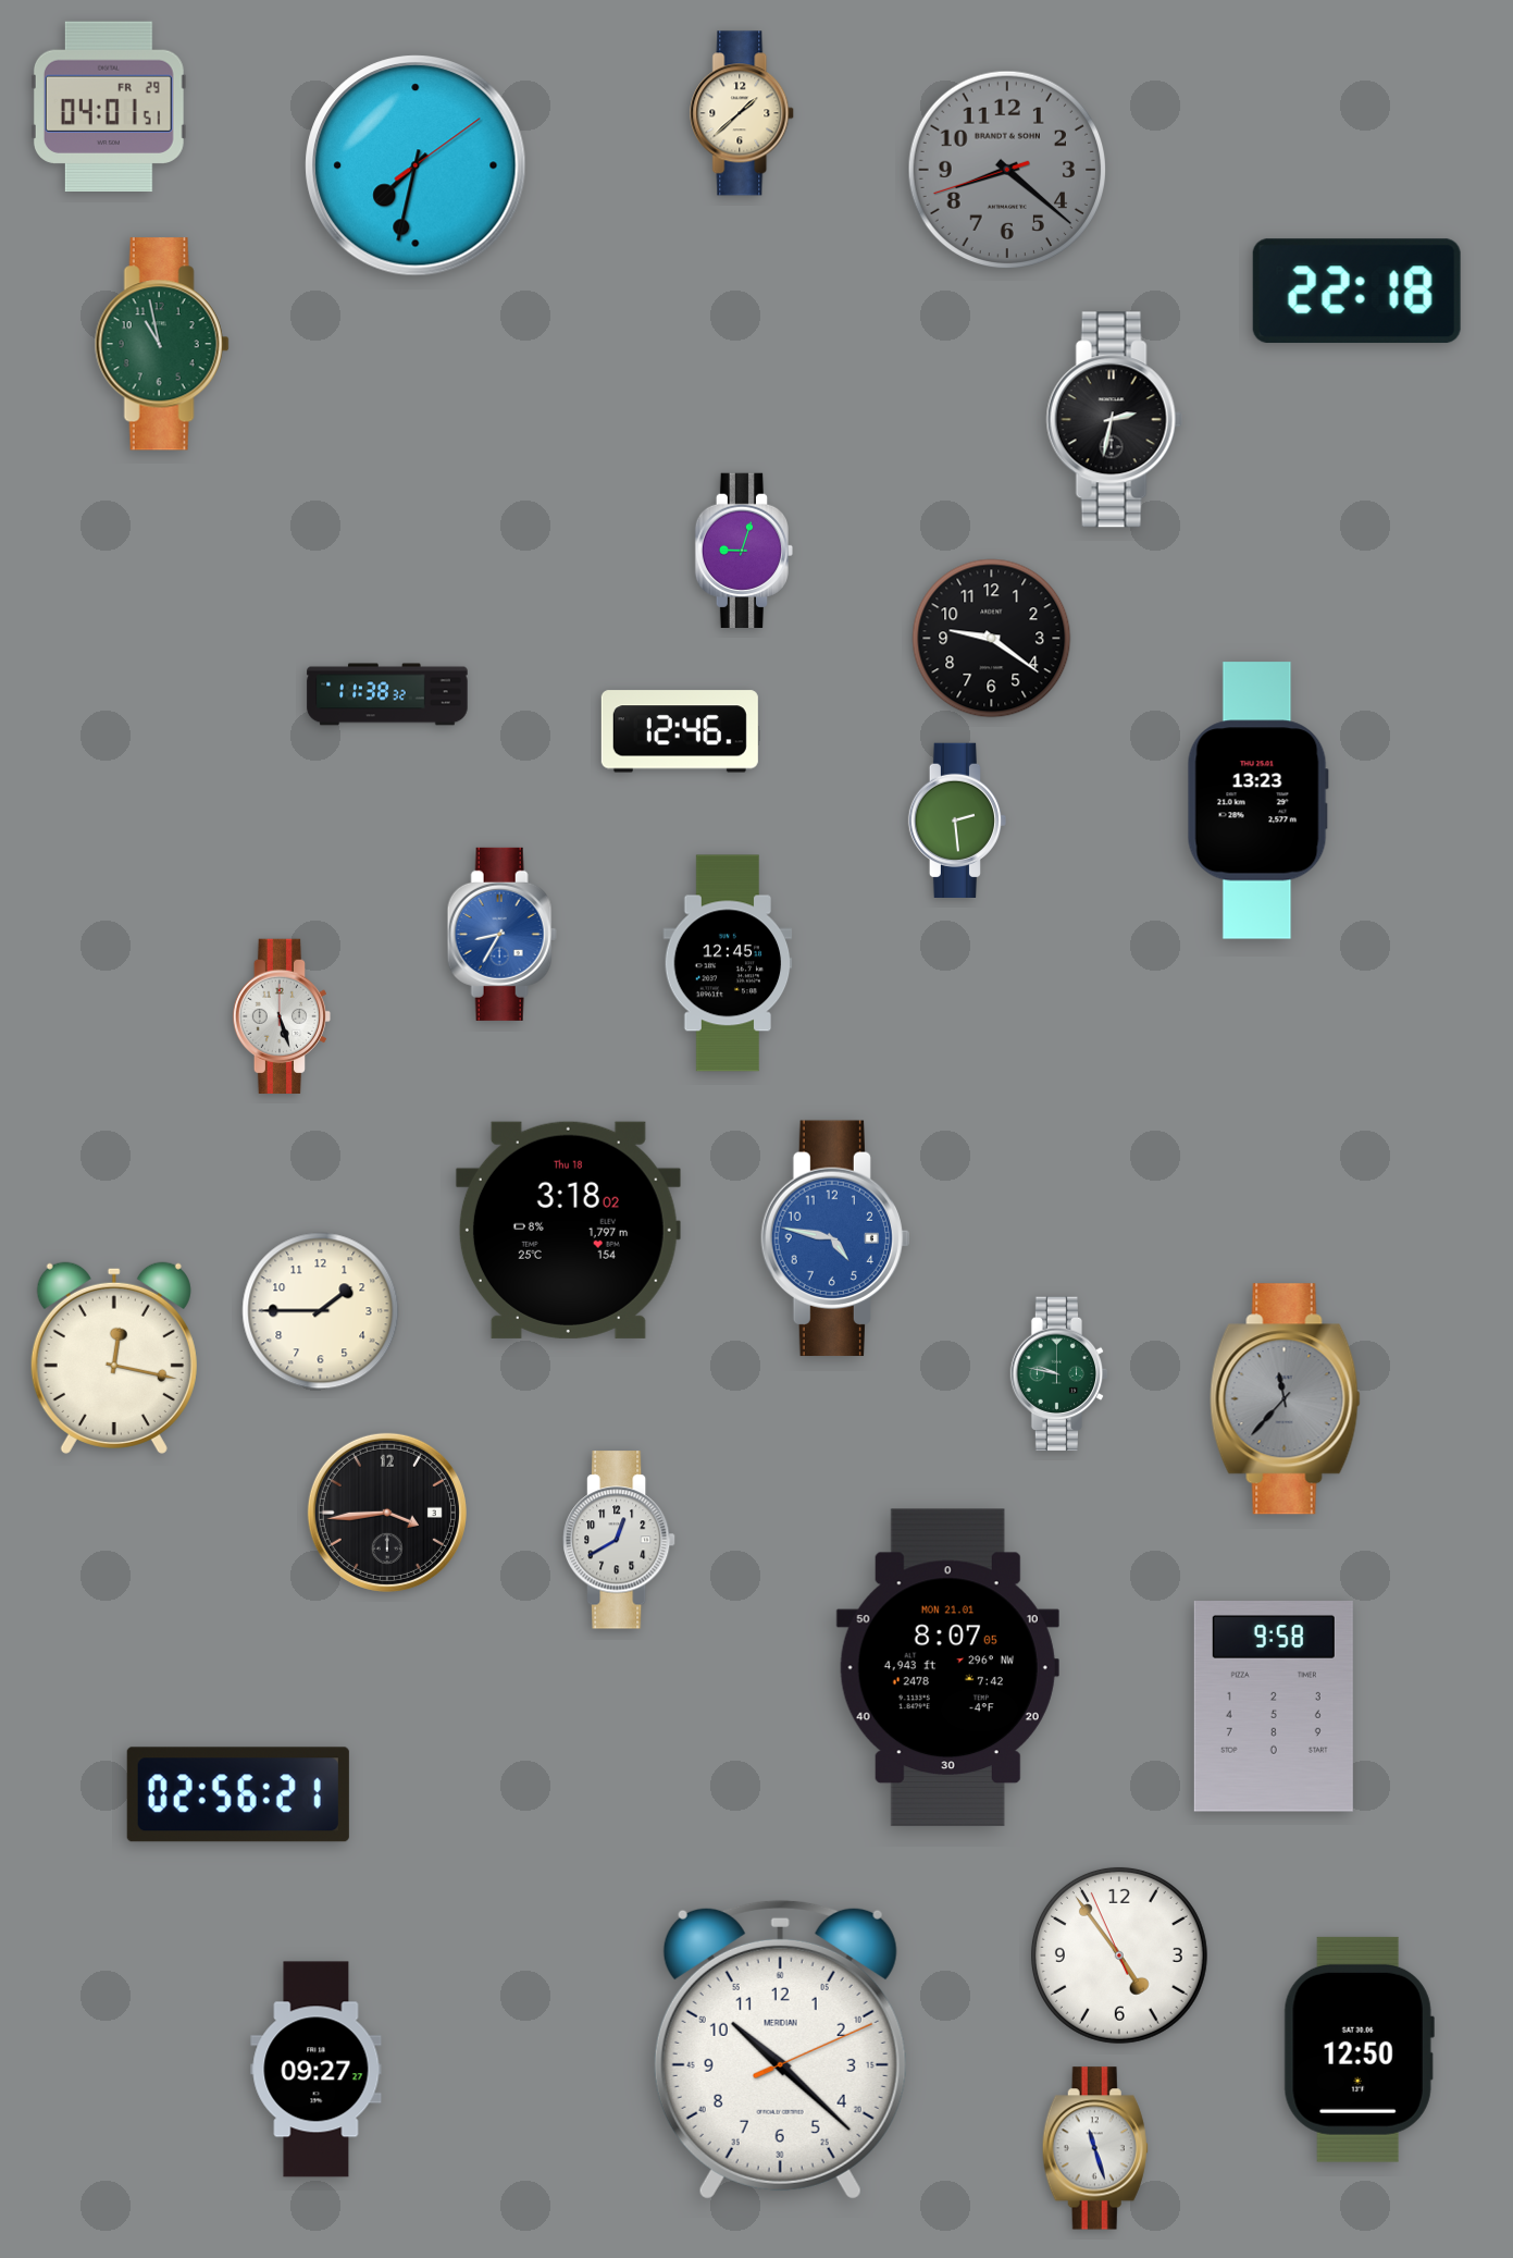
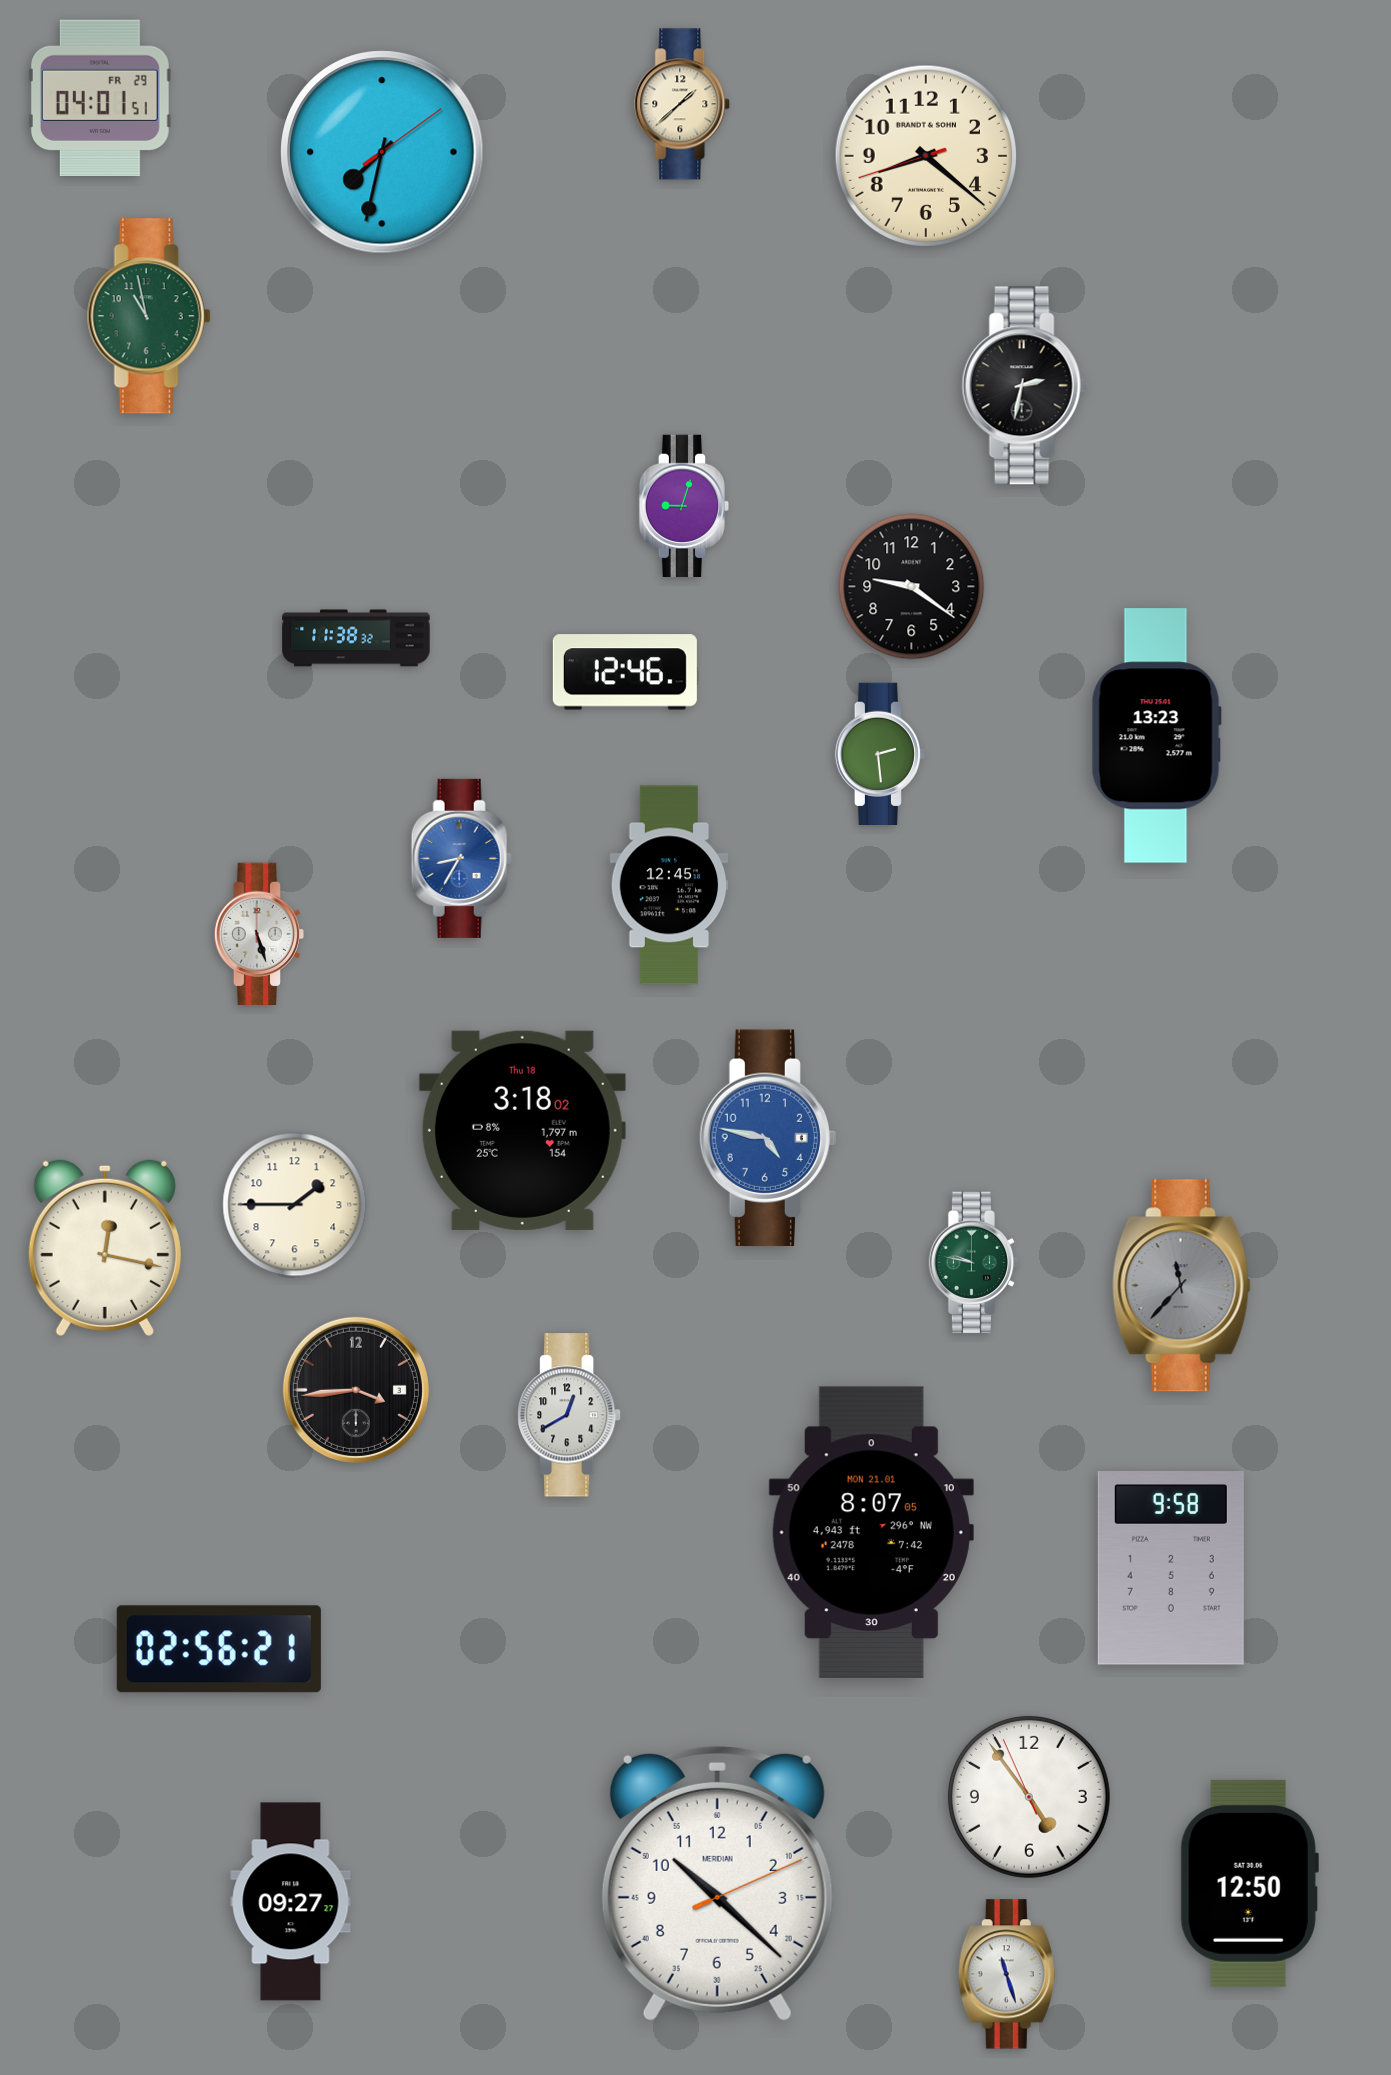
clock at (1006, 169) dial: grey -> cream
clock at (1356, 292): 22:18 -> none
